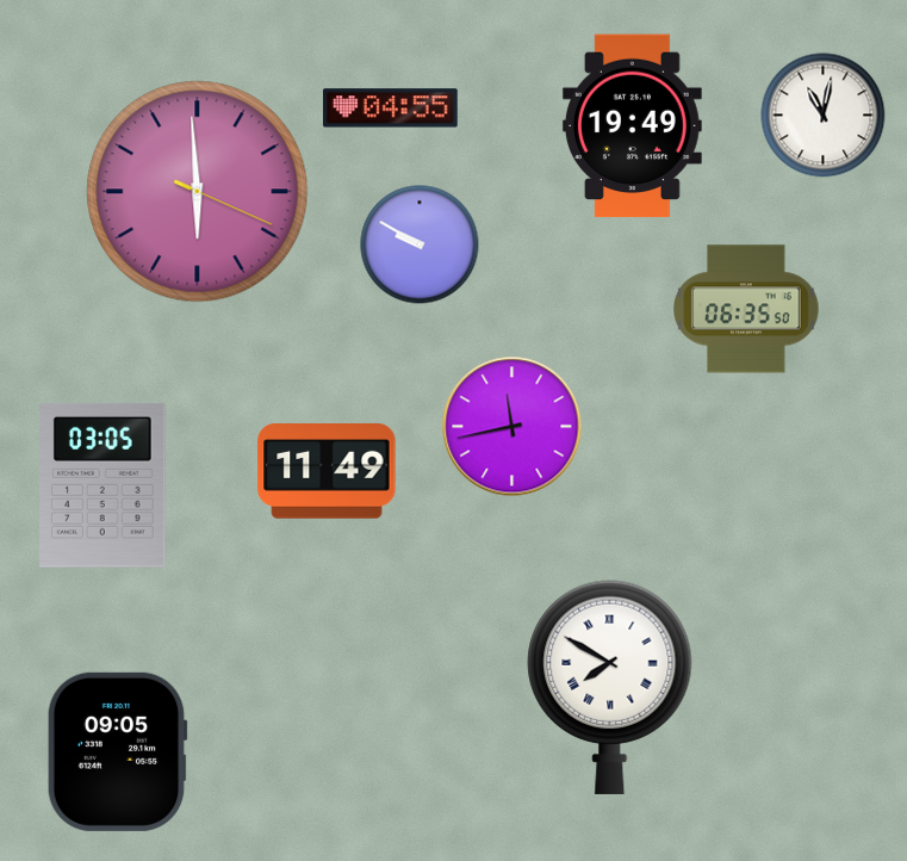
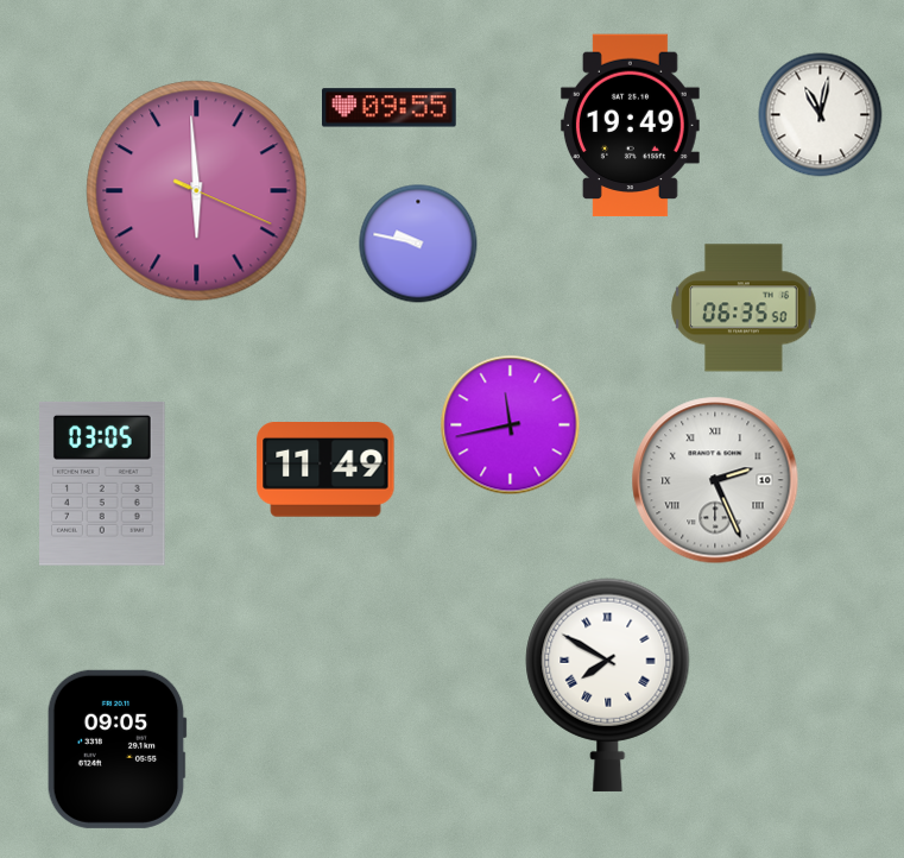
clock at (391, 109): 04:55 -> 09:55
clock at (420, 244): 9:50 -> 9:47
clock at (715, 480): none -> 2:26
